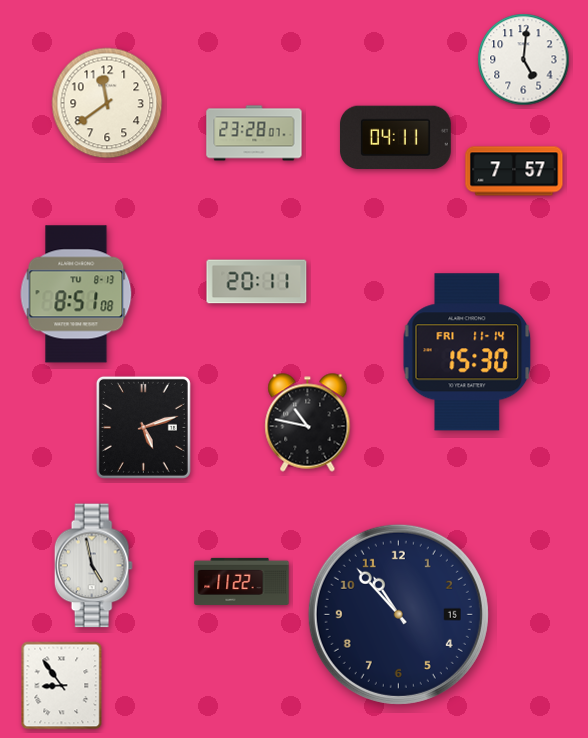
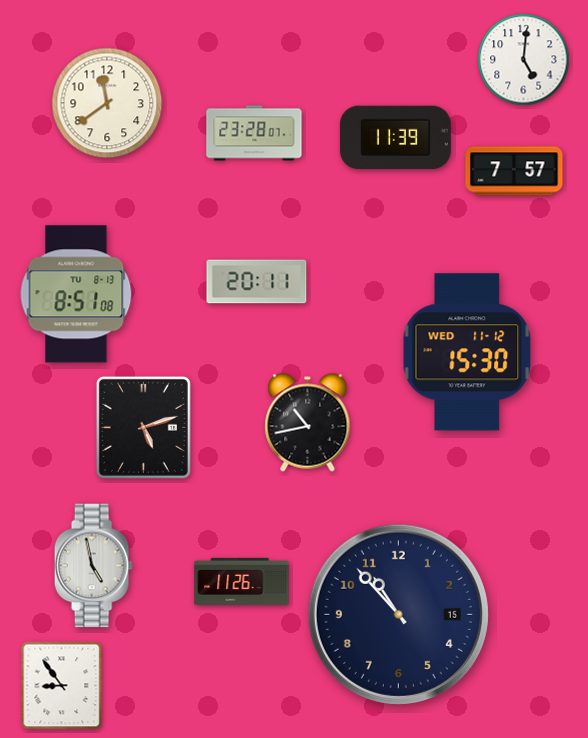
clock at (395, 138): 04:11 -> 11:39
clock at (467, 352) date: FRI 11-14 -> WED 11-12
clock at (308, 423): 10:47 -> 10:43
clock at (242, 581): 11:22 -> 11:26
